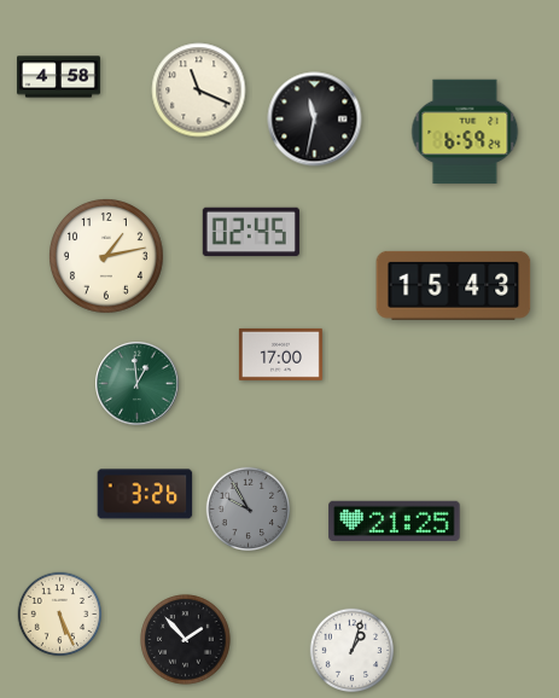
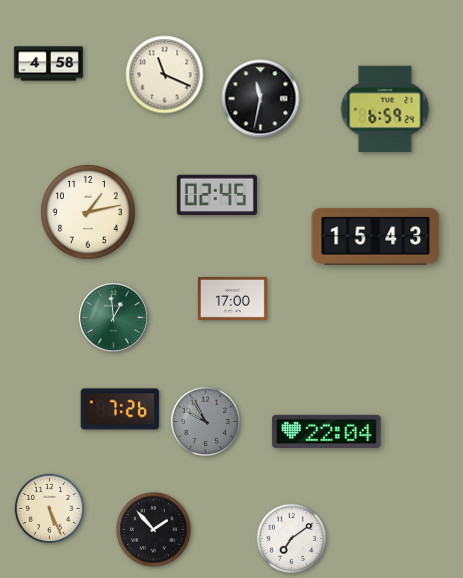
clock at (251, 232) position: (251, 232) -> (217, 195)
clock at (280, 354) position: (280, 354) -> (232, 298)
clock at (145, 494): 3:26 -> 7:26
clock at (395, 520): 21:25 -> 22:04
clock at (353, 651): 1:03 -> 7:09
